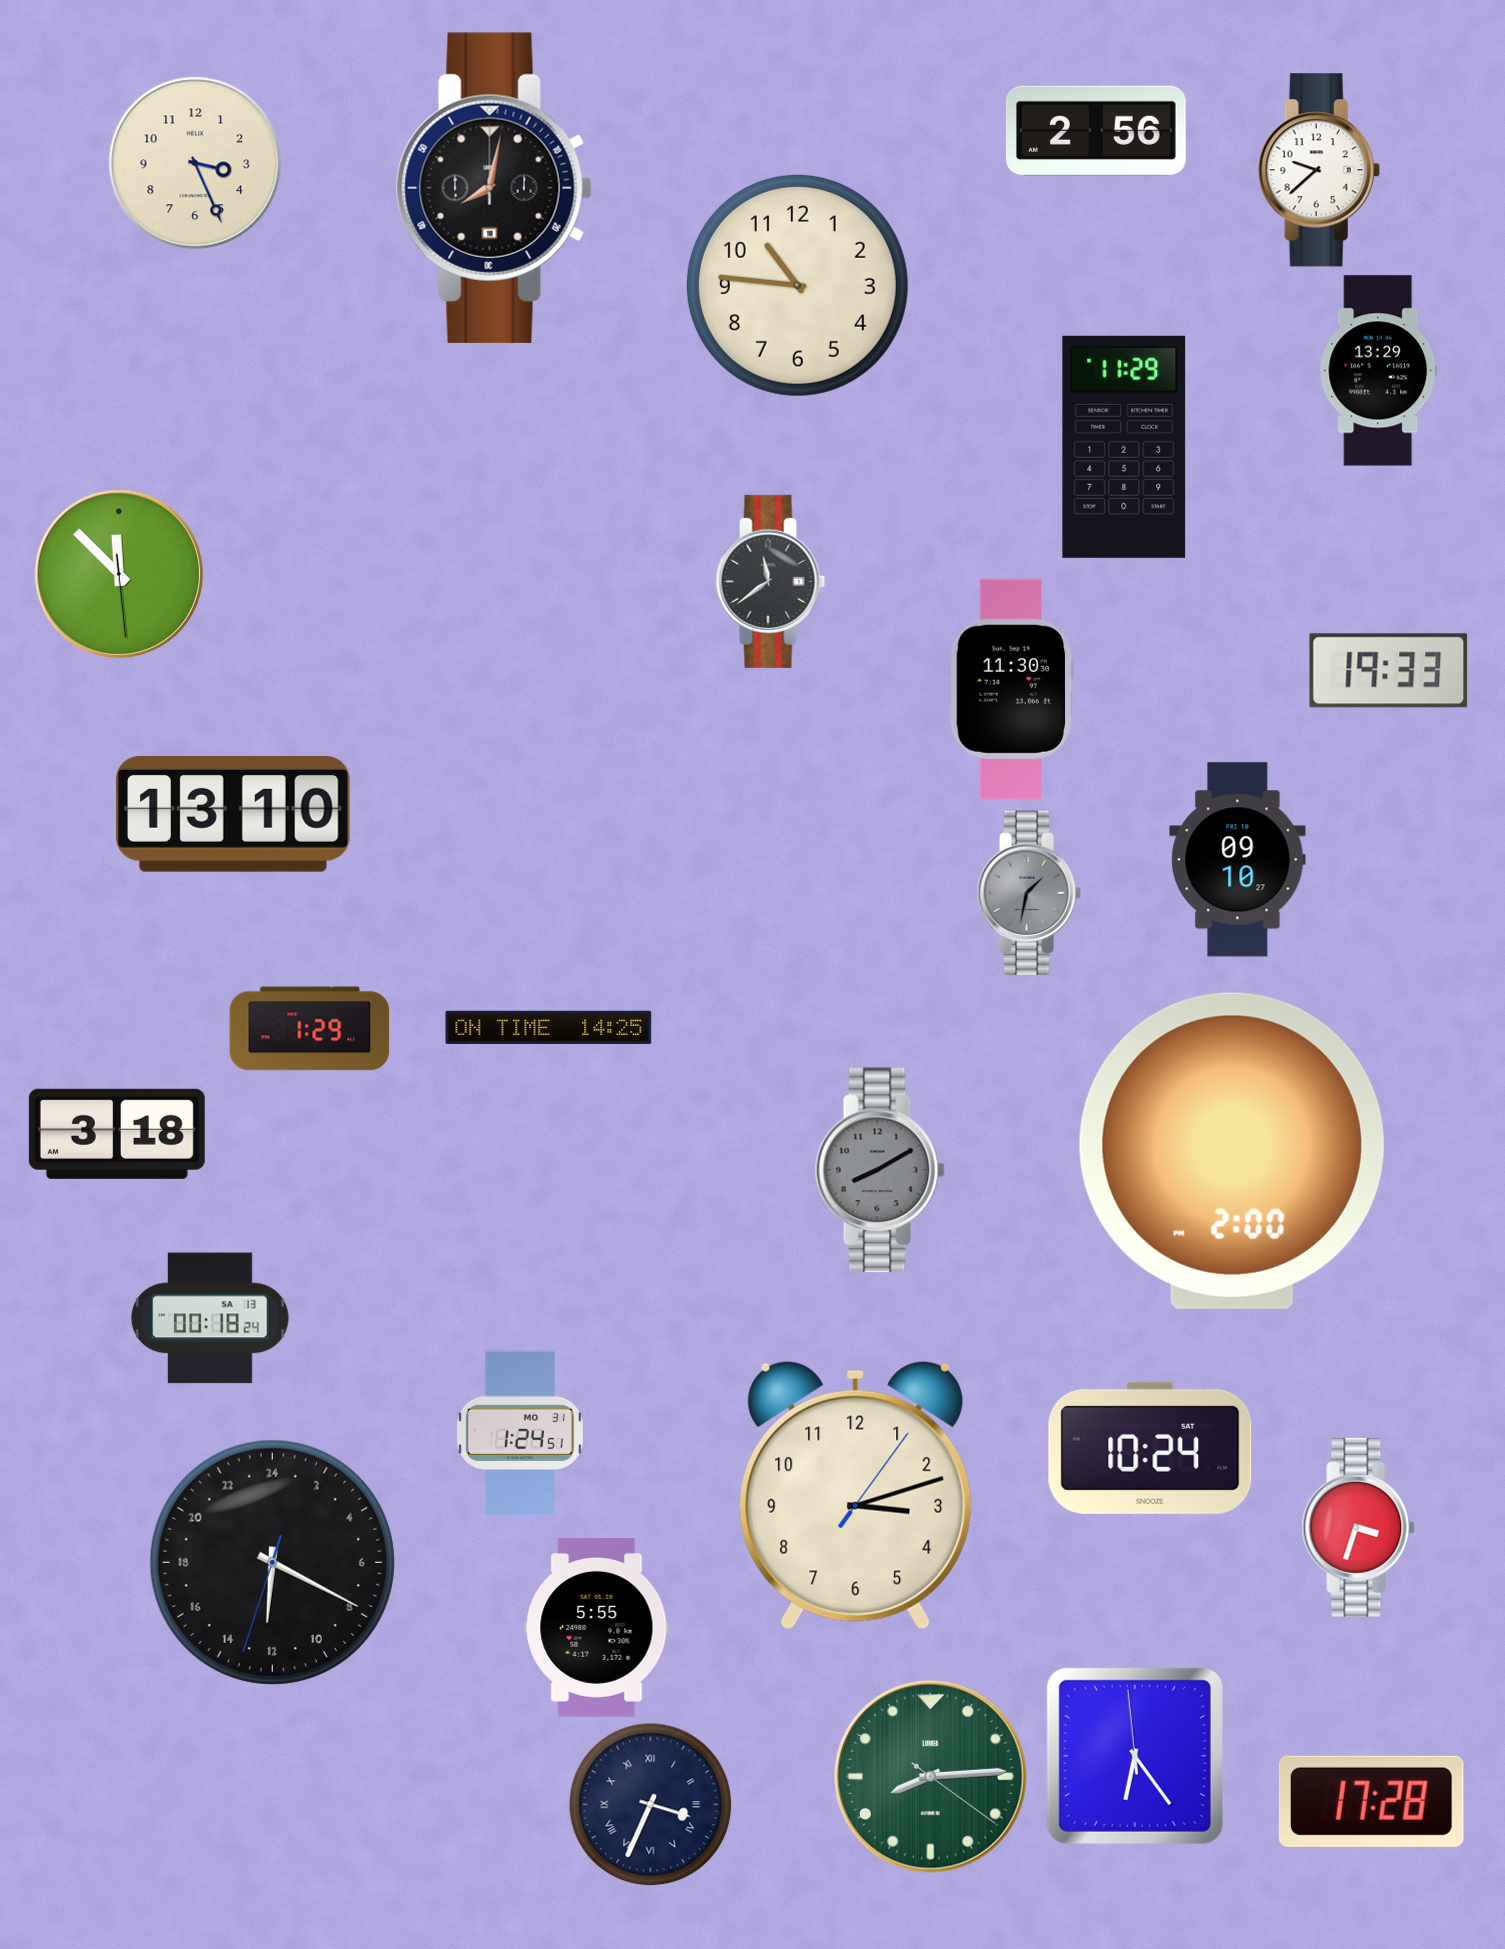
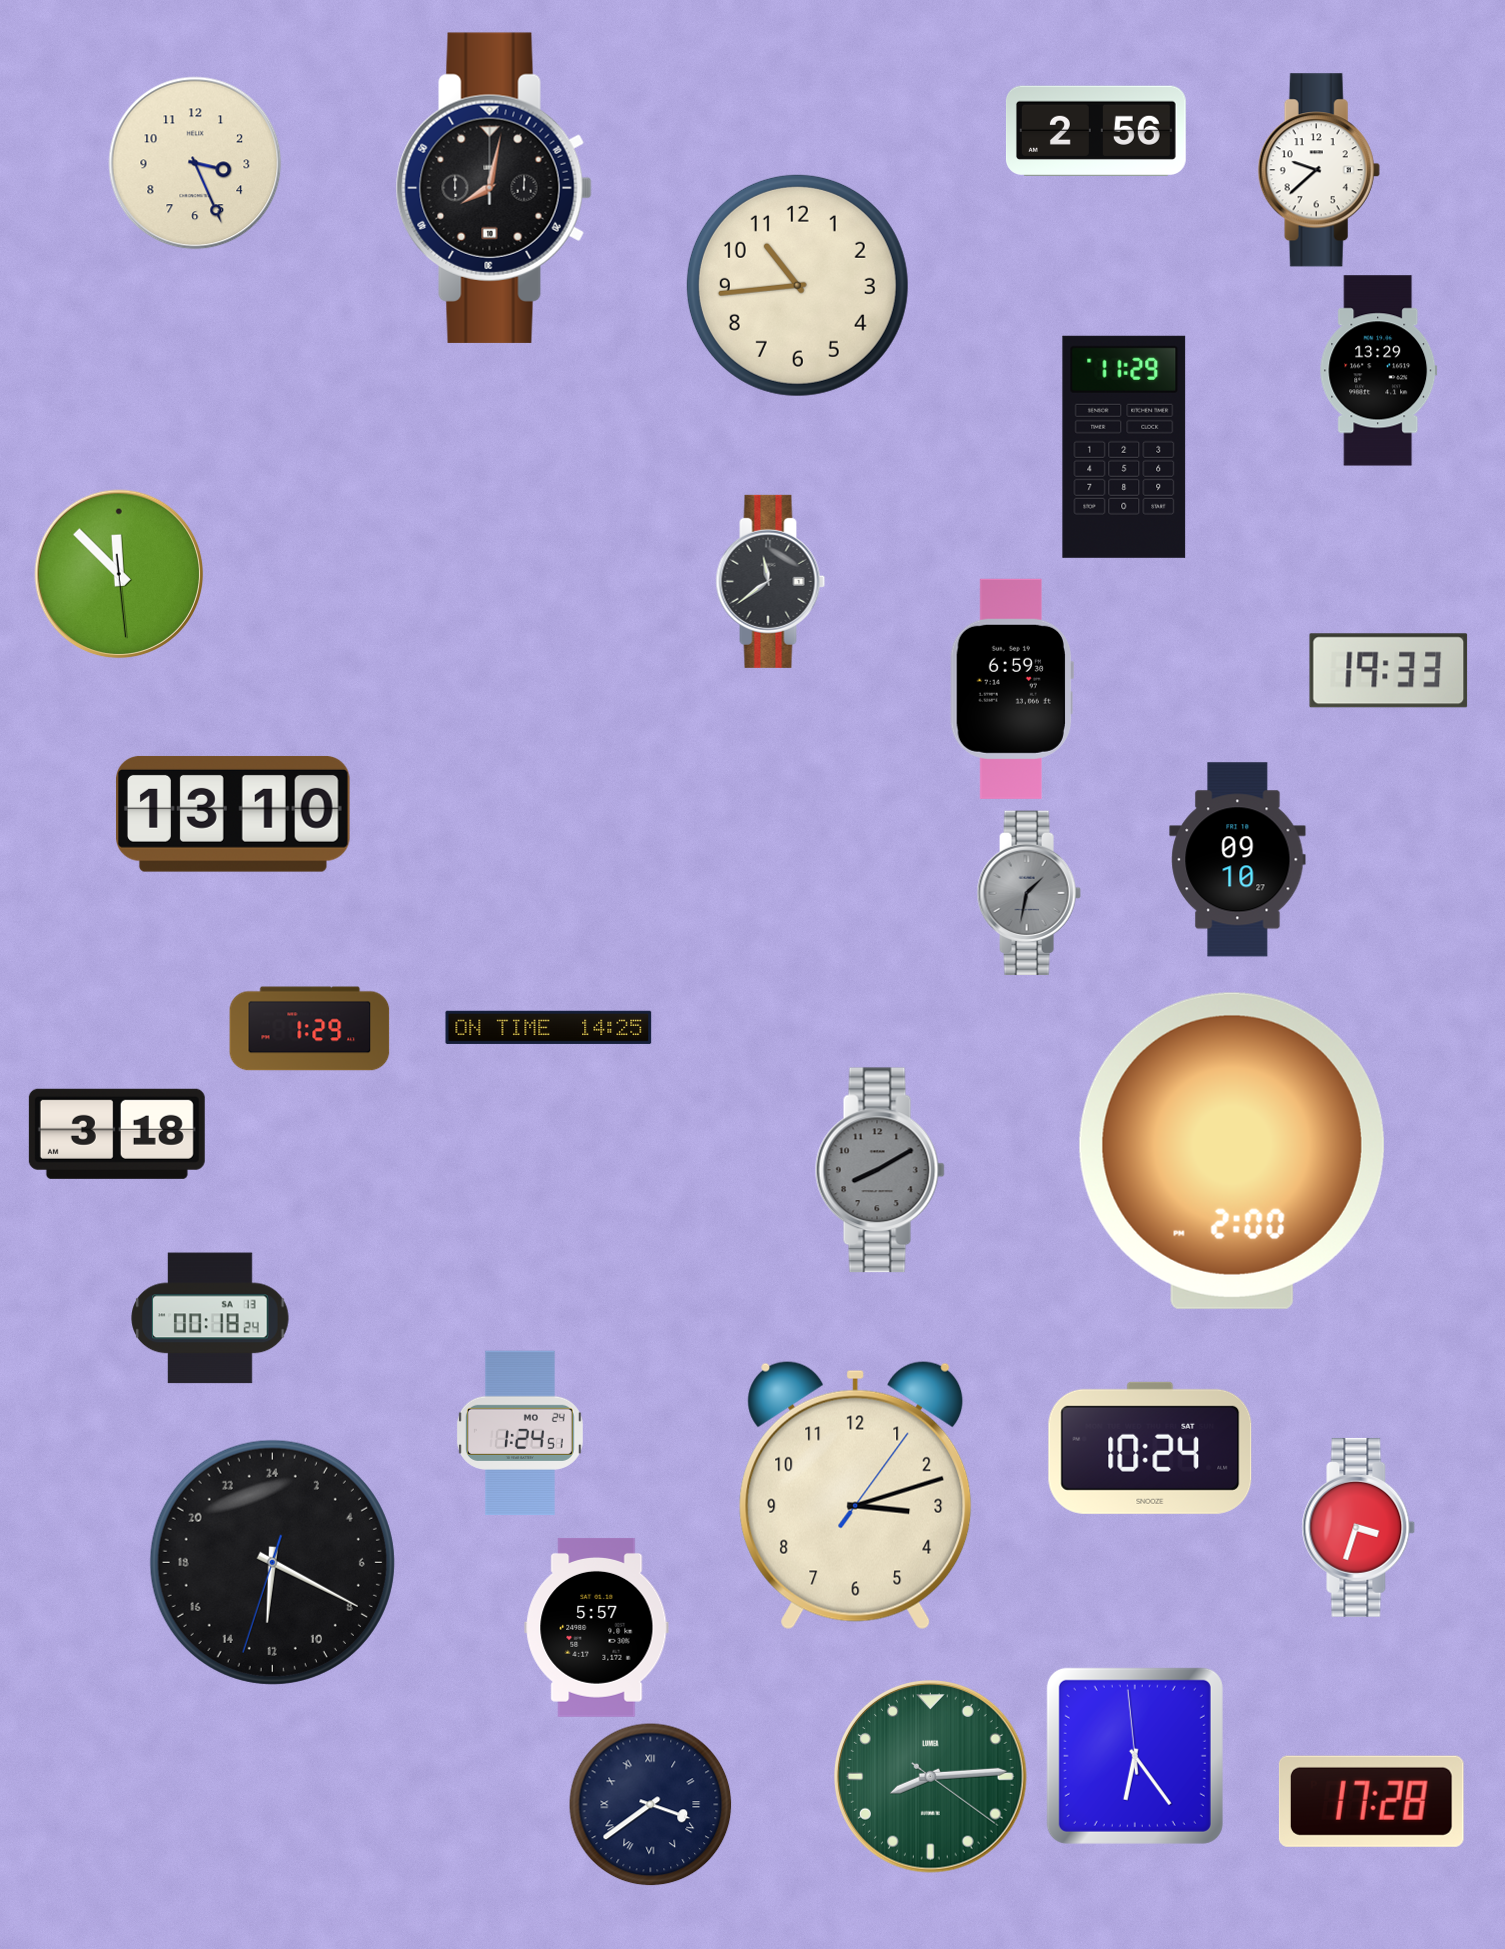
clock at (797, 285): 10:46 -> 10:44
clock at (1012, 689): 11:30 -> 6:59
clock at (520, 1433) date: MO 31 -> MO 24
clock at (597, 1627): 5:55 -> 5:57
clock at (651, 1805): 3:34 -> 3:39
